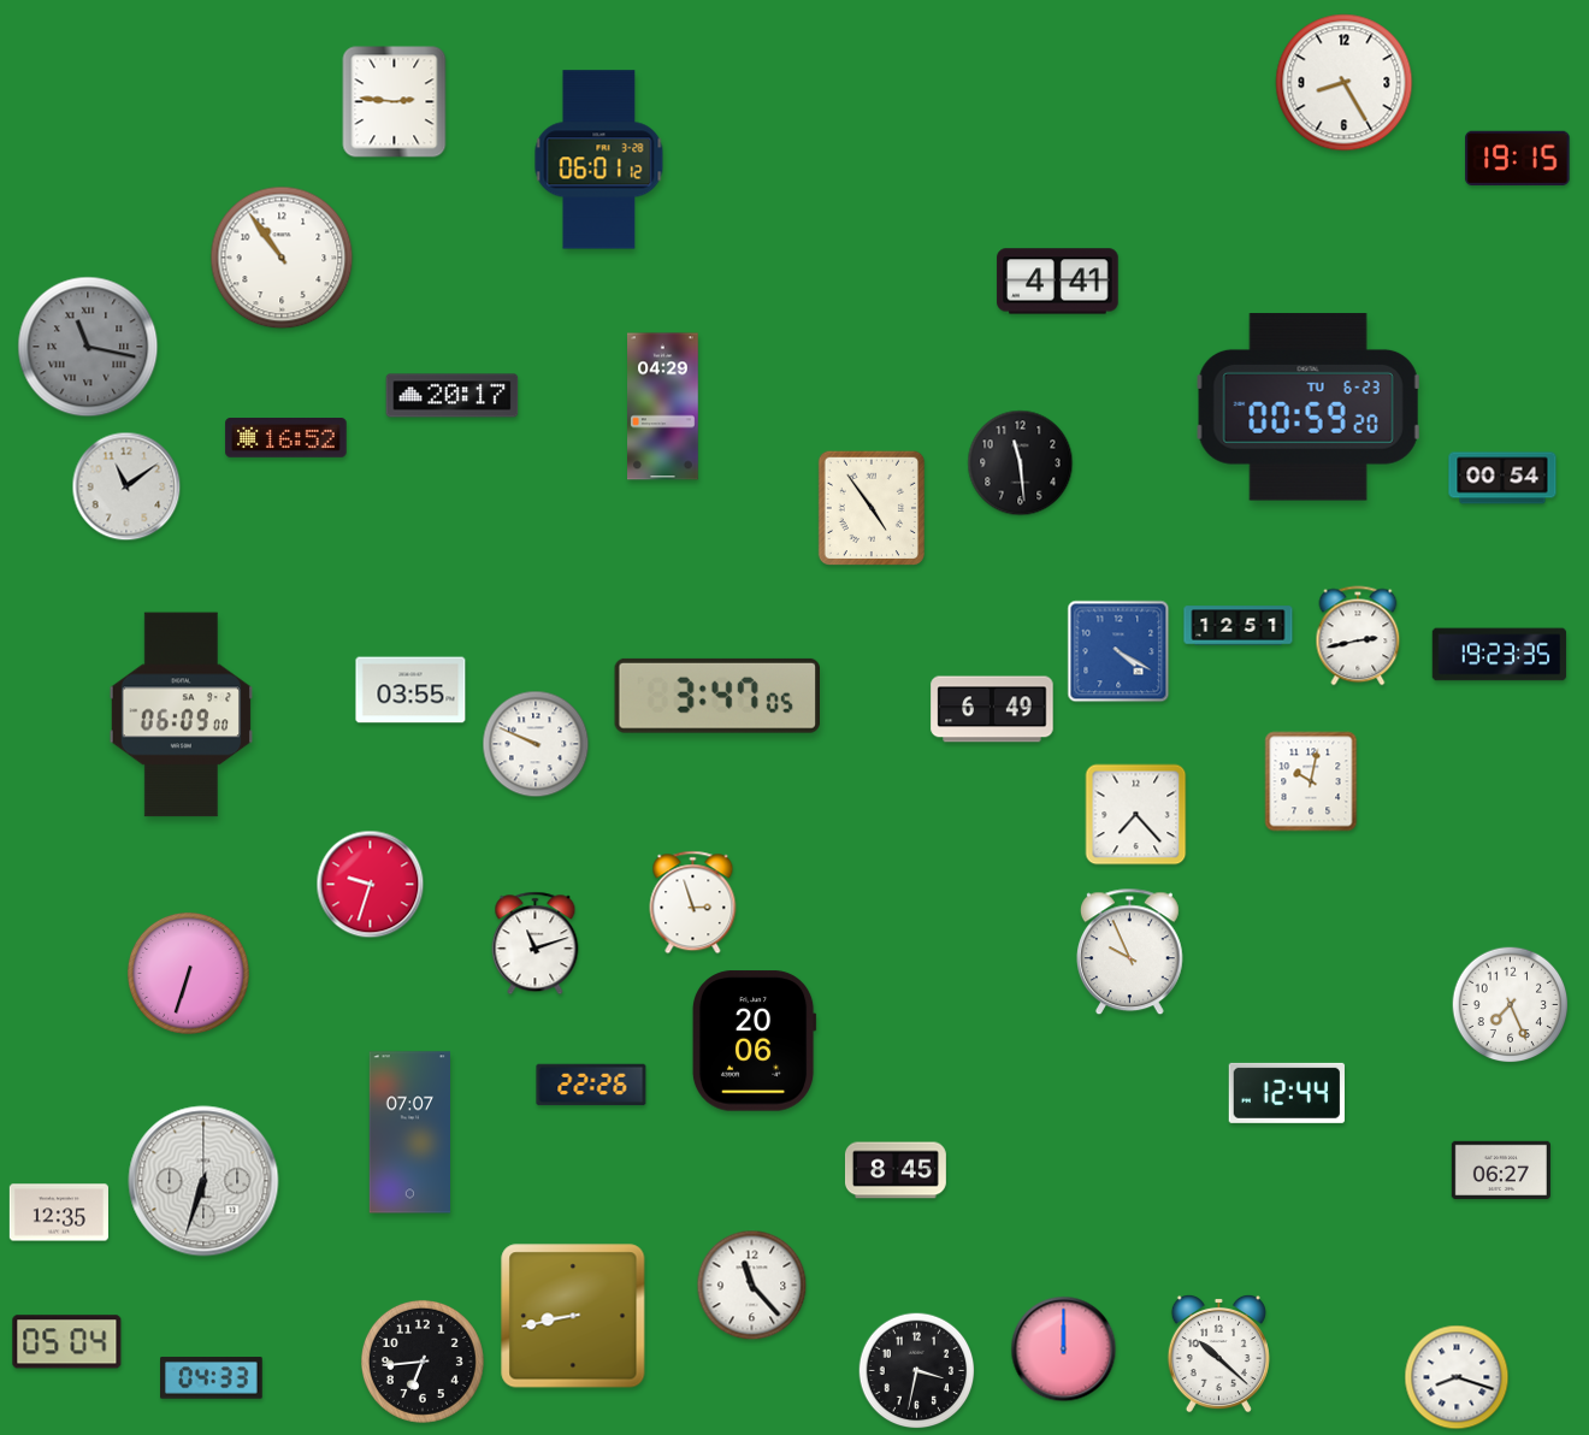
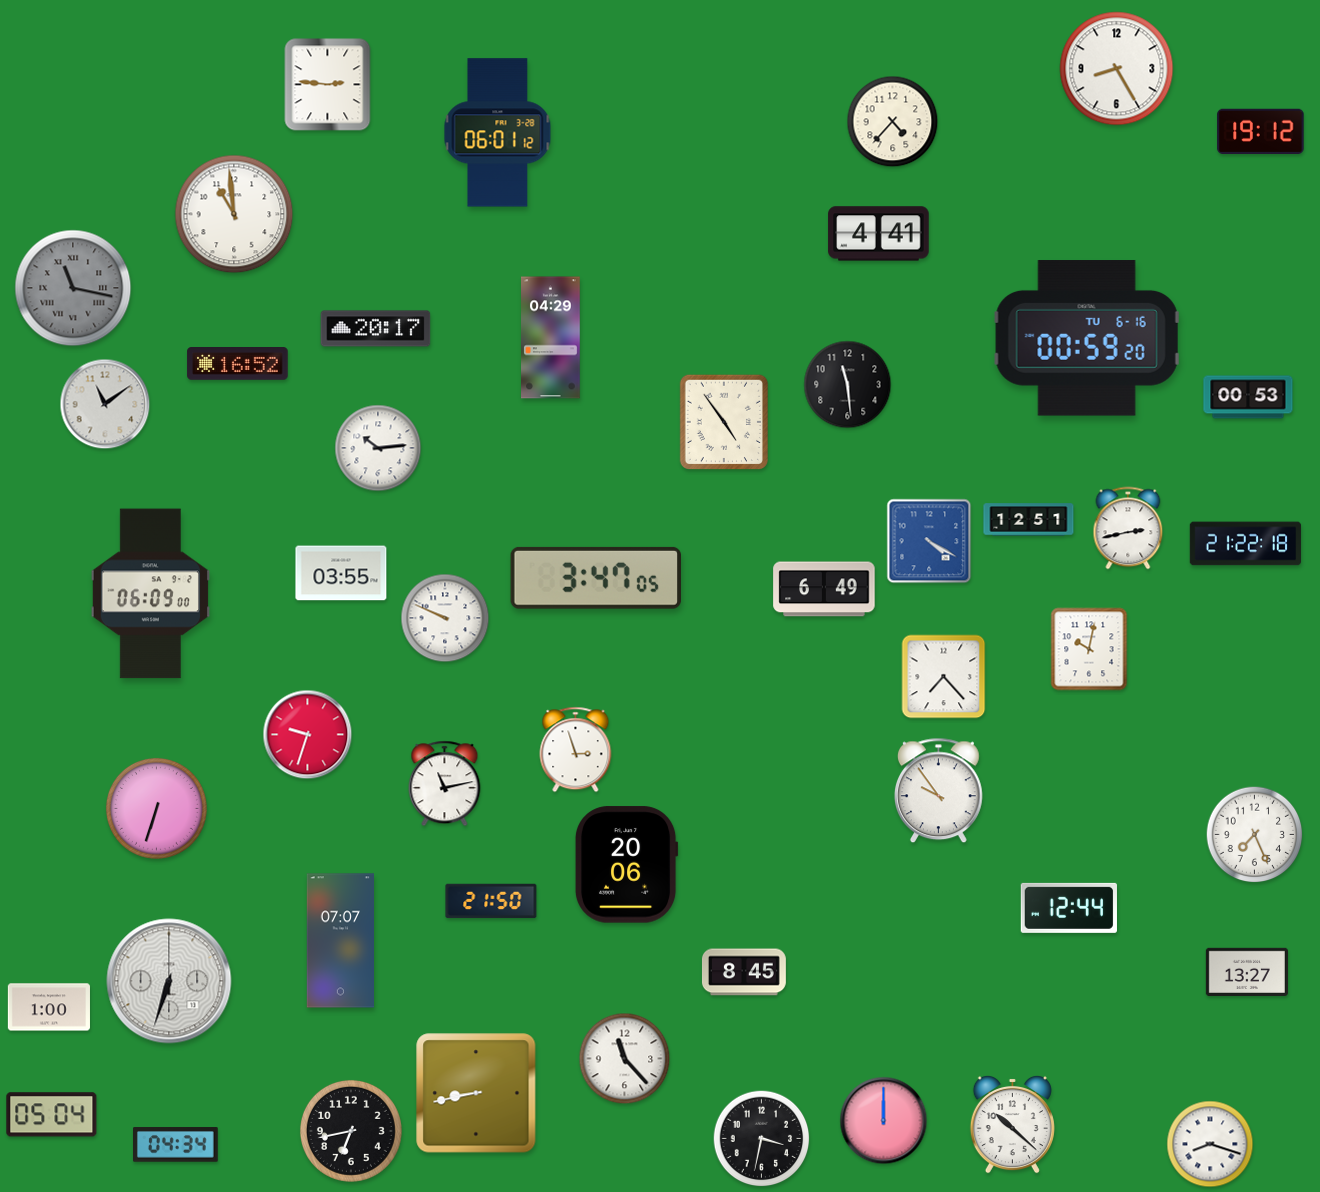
clock at (893, 122): none -> 4:37
clock at (1518, 158): 19:15 -> 19:12
clock at (282, 258): 10:54 -> 10:59
clock at (1309, 407) date: TU 6-23 -> TU 6-16
clock at (1502, 478): 00:54 -> 00:53
clock at (378, 448): none -> 10:14
clock at (1500, 655): 19:23 -> 21:22
clock at (536, 944): 11:12 -> 11:13
clock at (1129, 952): 9:56 -> 9:54
clock at (591, 1085): 22:26 -> 21:50
clock at (1501, 1170): 06:27 -> 13:27
clock at (59, 1212): 12:35 -> 1:00
clock at (752, 1286) position: (752, 1286) -> (625, 1059)
clock at (67, 1342) position: (67, 1342) -> (52, 1115)
clock at (423, 1362): 6:44 -> 6:43
clock at (212, 1378): 04:33 -> 04:34
